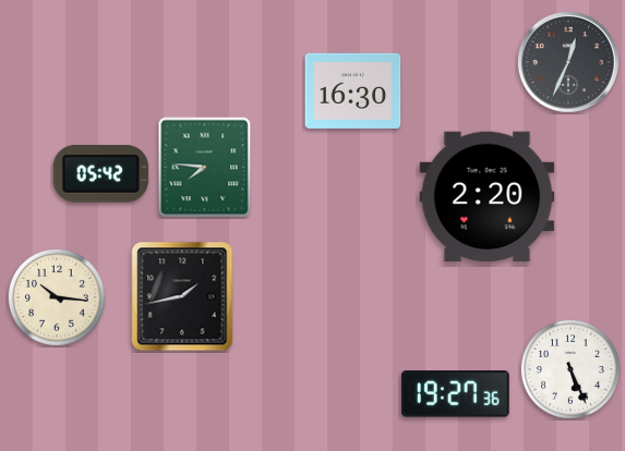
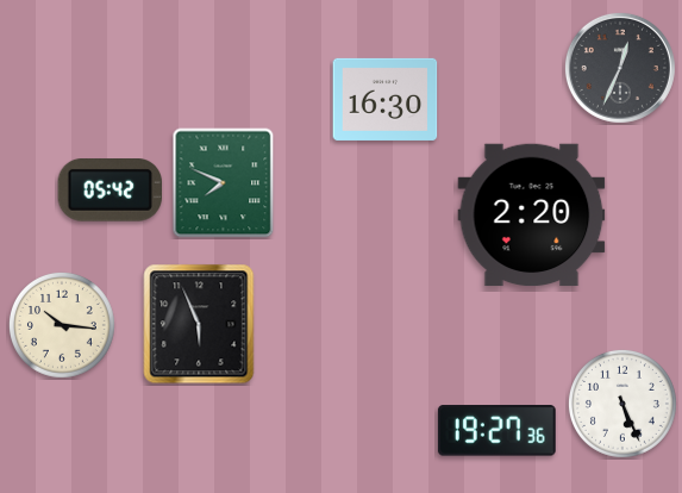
clock at (205, 168): 7:46 -> 7:49
clock at (182, 296): 1:43 -> 5:56
